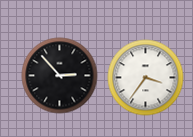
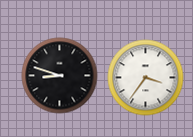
clock at (60, 76): 2:53 -> 8:48
